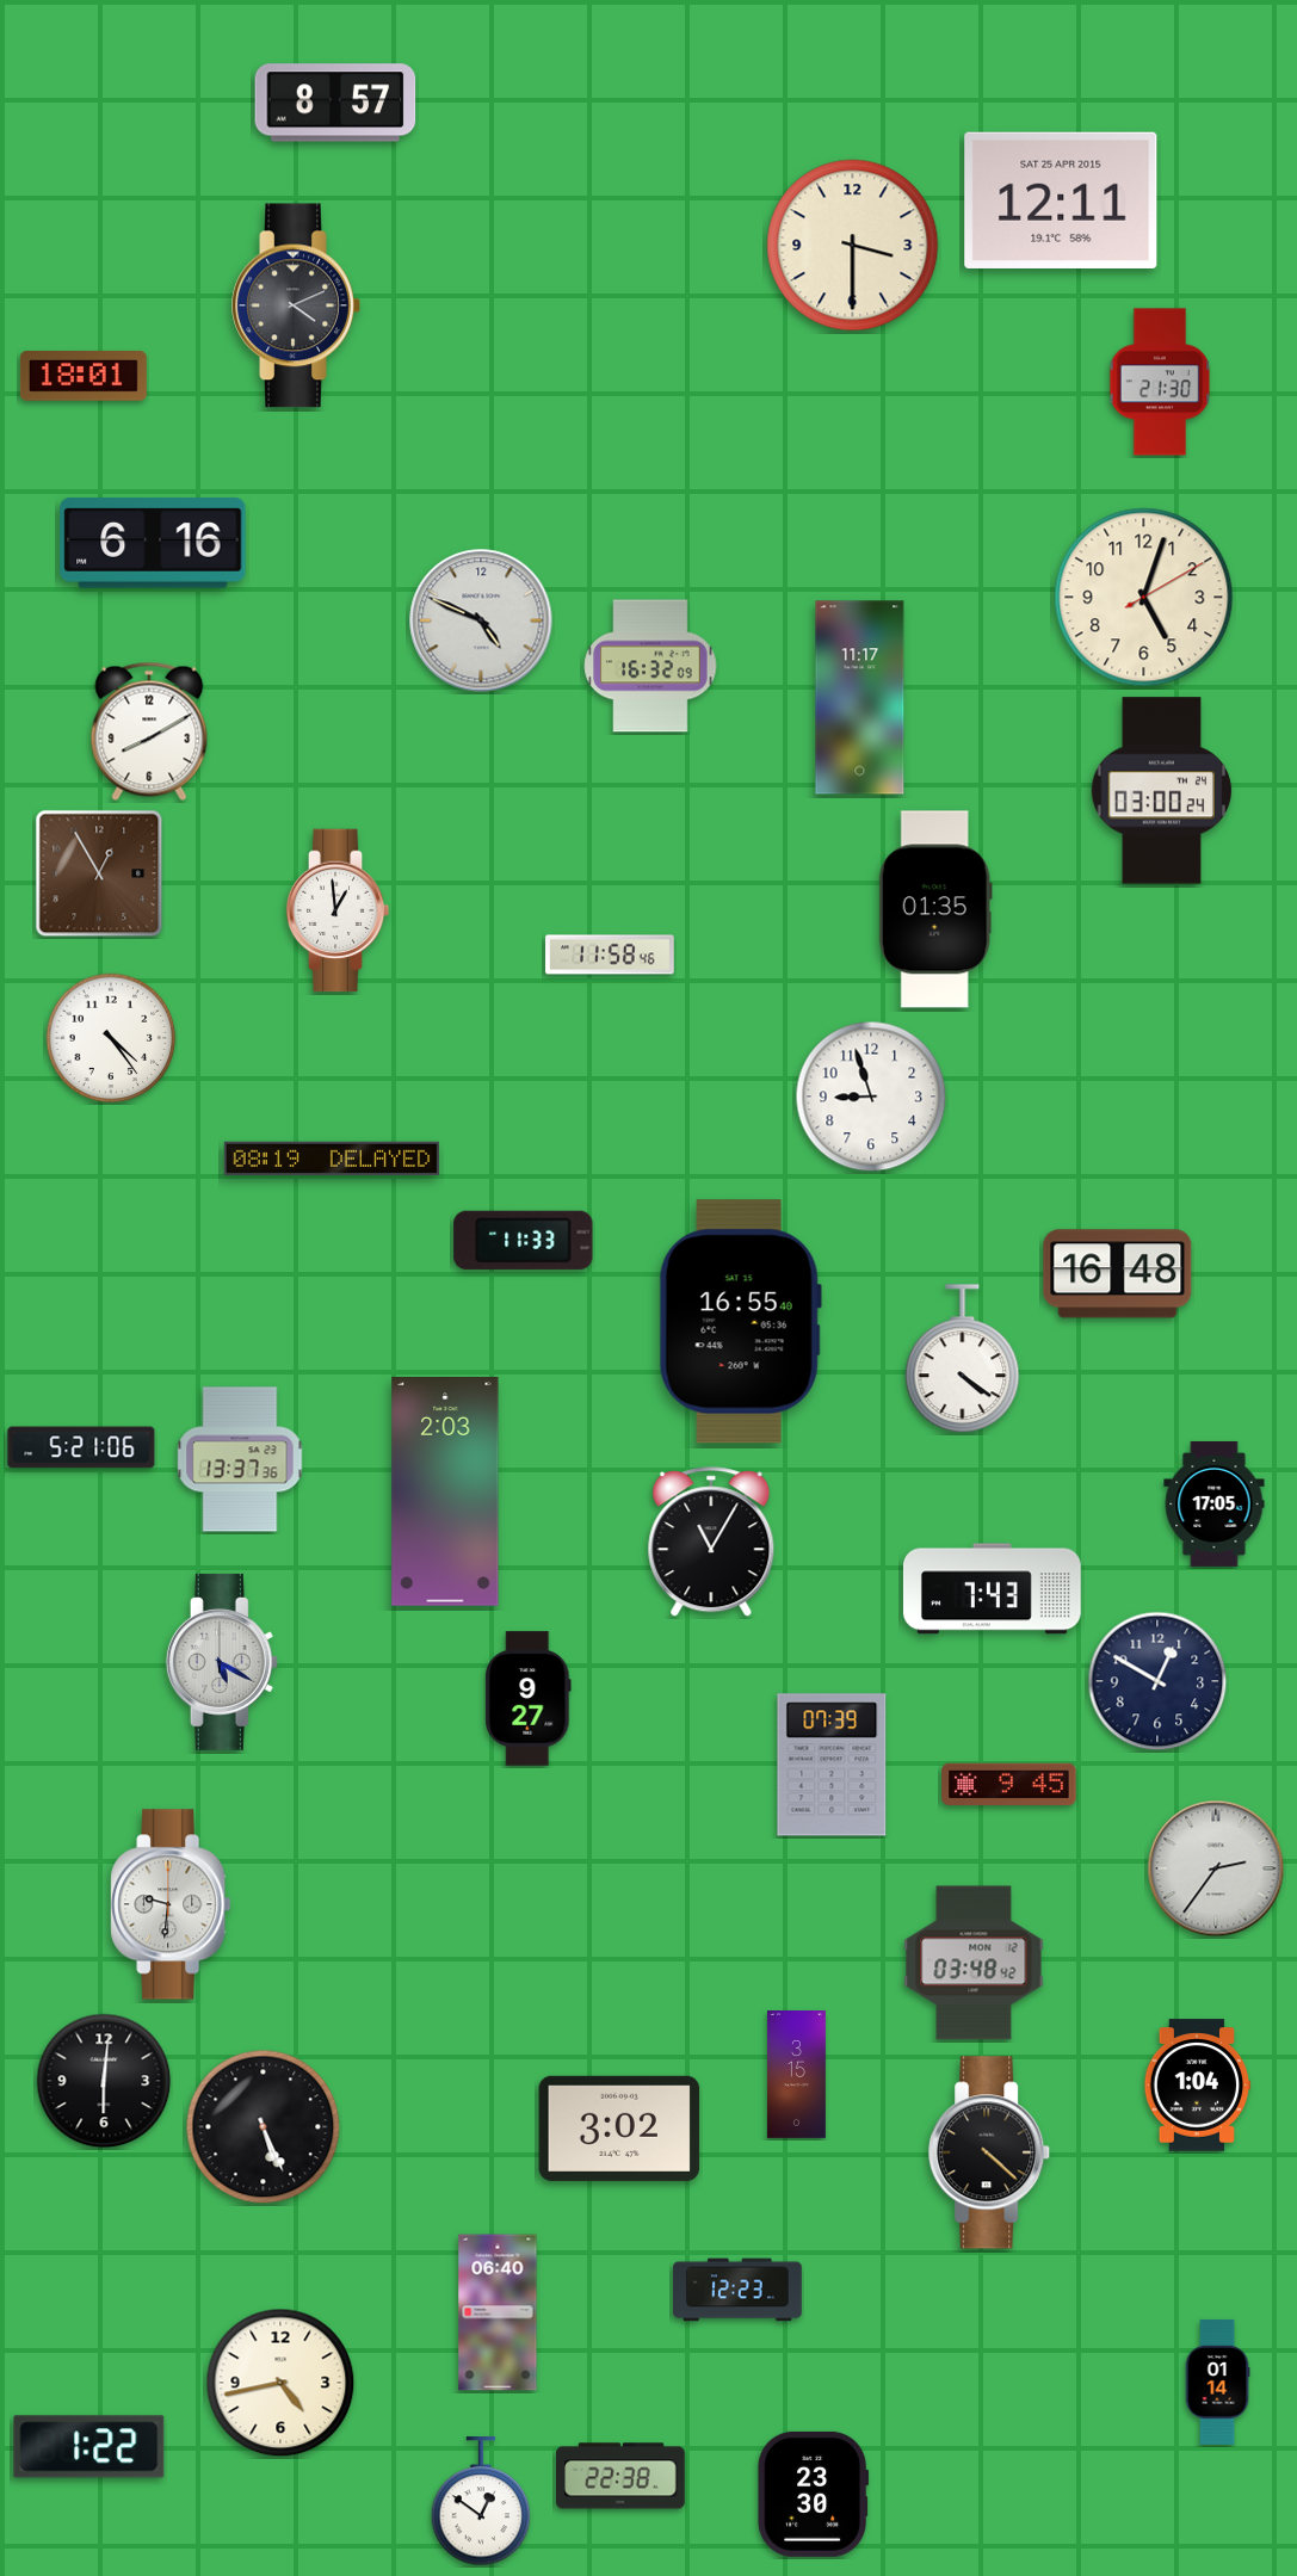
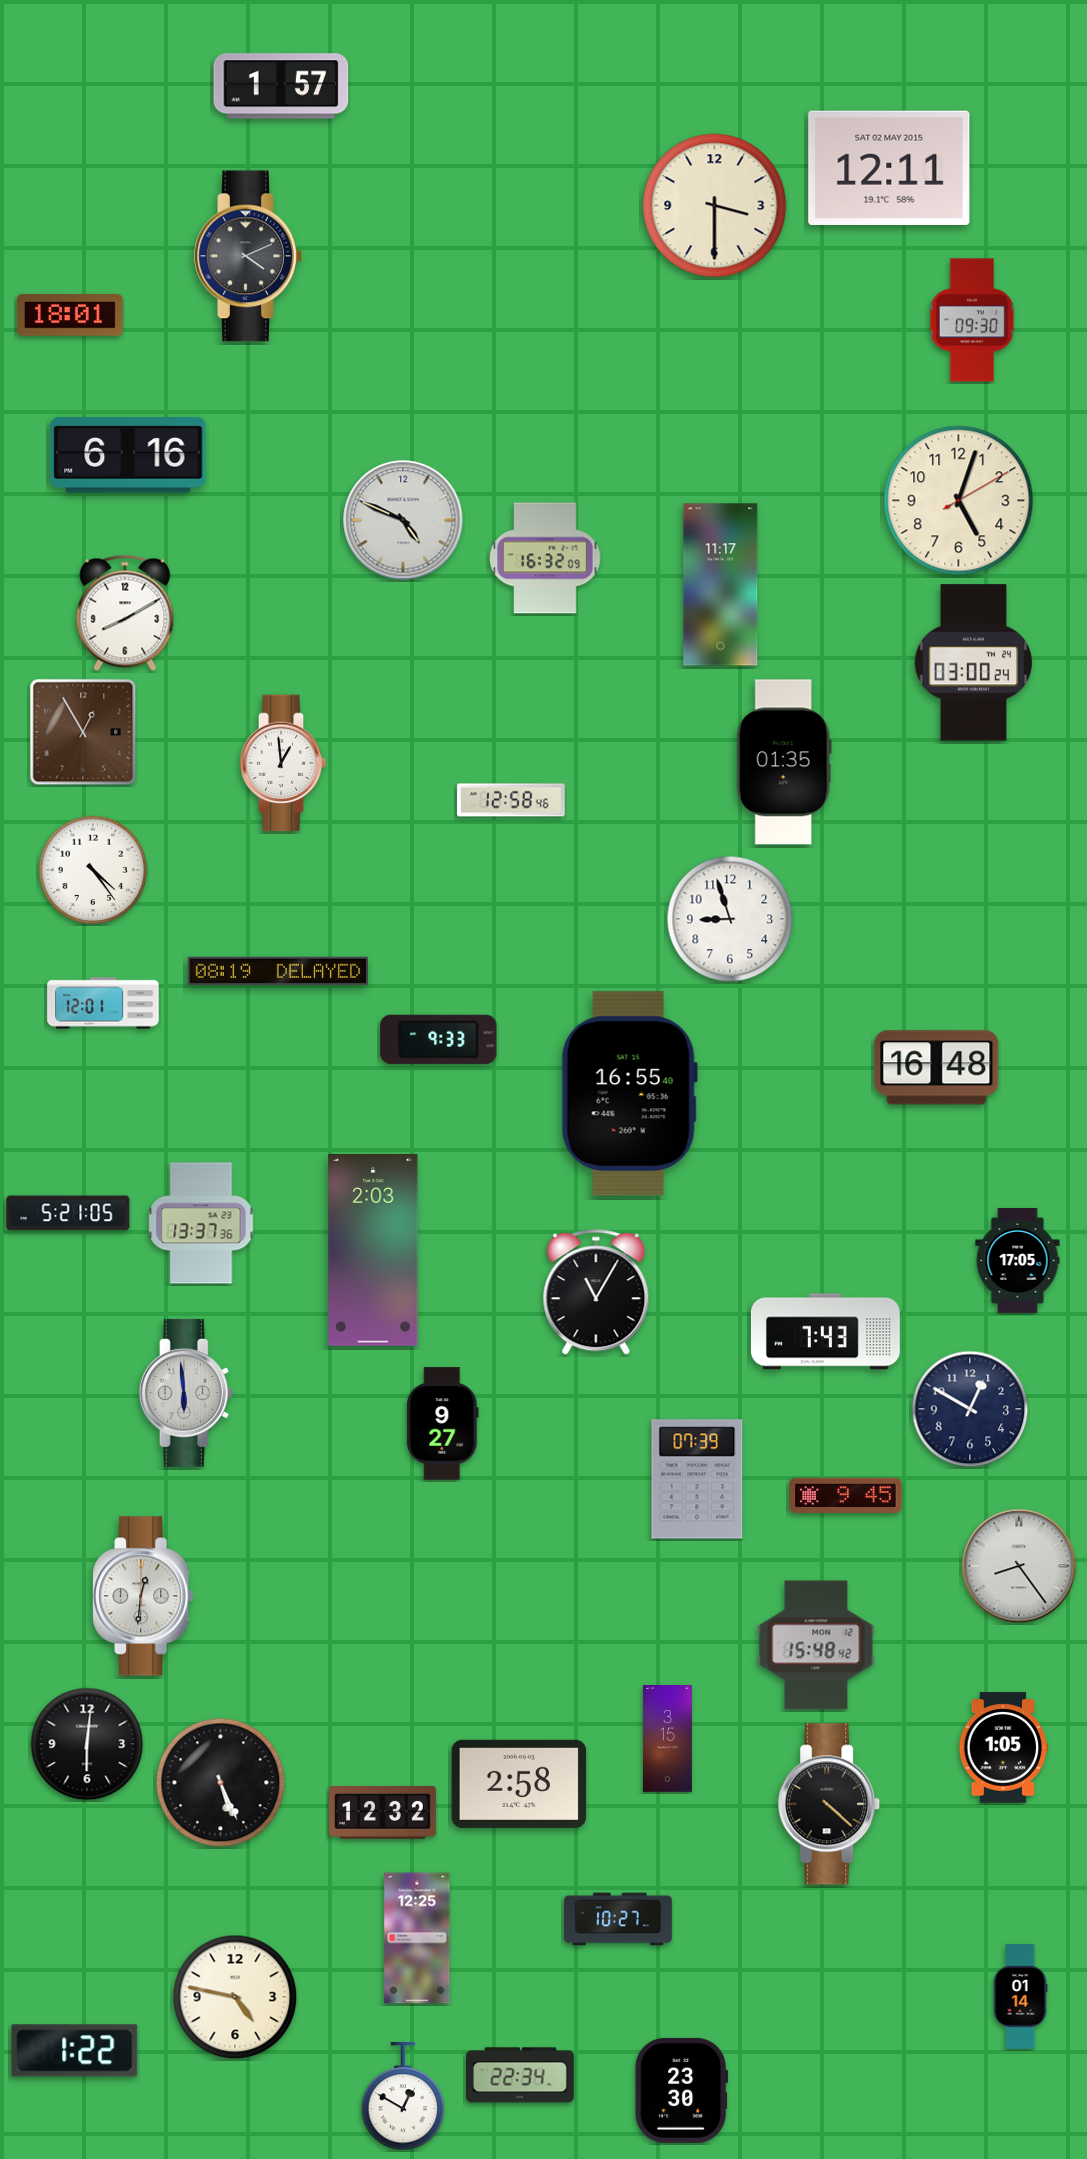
clock at (335, 103): 8:57 -> 1:57
clock at (1061, 200) date: SAT 25 APR 2015 -> SAT 02 MAY 2015
clock at (1160, 382): 21:30 -> 09:30
clock at (610, 955): 11:58 -> 12:58
clock at (103, 1003): none -> 12:01
clock at (524, 1240): 11:33 -> 9:33
clock at (740, 1322) position: (740, 1322) -> (629, 1094)
clock at (963, 1359): 4:21 -> none
clock at (81, 1447): 5:21:06 -> 5:21:05
clock at (992, 1589) position: (992, 1589) -> (825, 1332)
clock at (222, 1662): 5:20 -> 5:59
clock at (1216, 1868): 2:36 -> 8:24
clock at (171, 1904): 9:31 -> 12:31
clock at (974, 1963): 03:48 -> 15:48
clock at (1198, 2086): 1:04 -> 1:05
clock at (619, 2129): 3:02 -> 2:58
clock at (383, 1813): none -> 12:32
clock at (737, 2290): 12:23 -> 10:27
clock at (498, 2312): 06:40 -> 12:25
clock at (280, 2383): 4:43 -> 4:47
clock at (622, 2476): 22:38 -> 22:34
clock at (481, 2502): 12:51 -> 12:50
